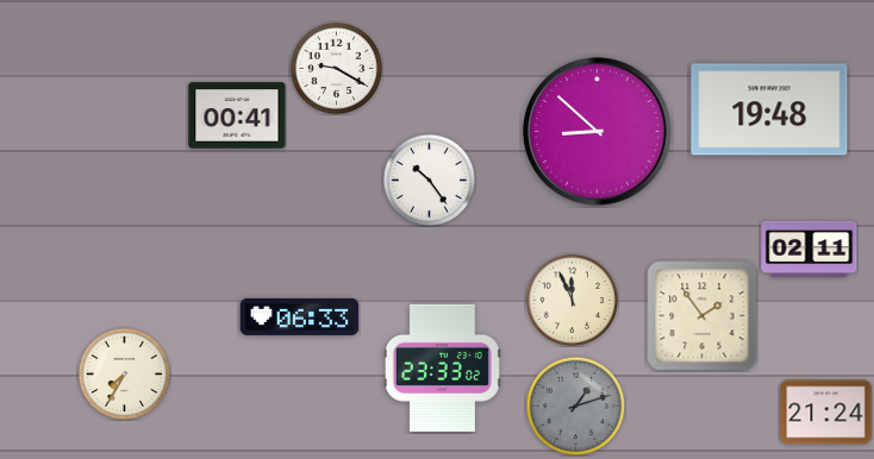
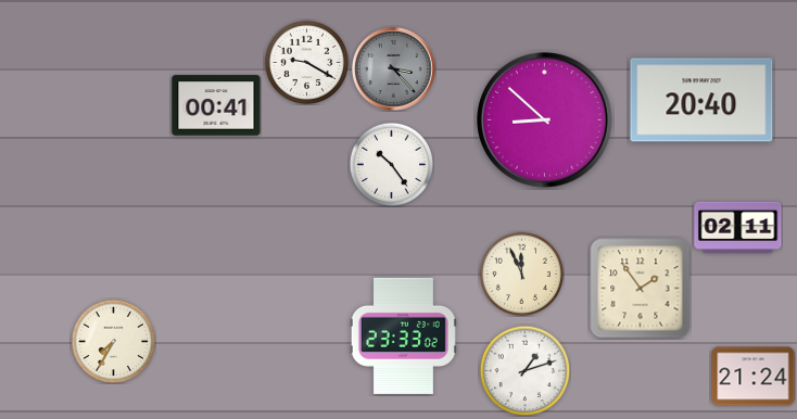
clock at (393, 68): none -> 3:23
clock at (769, 109): 19:48 -> 20:40
clock at (300, 316): 06:33 -> none
clock at (575, 405) dial: grey -> white
